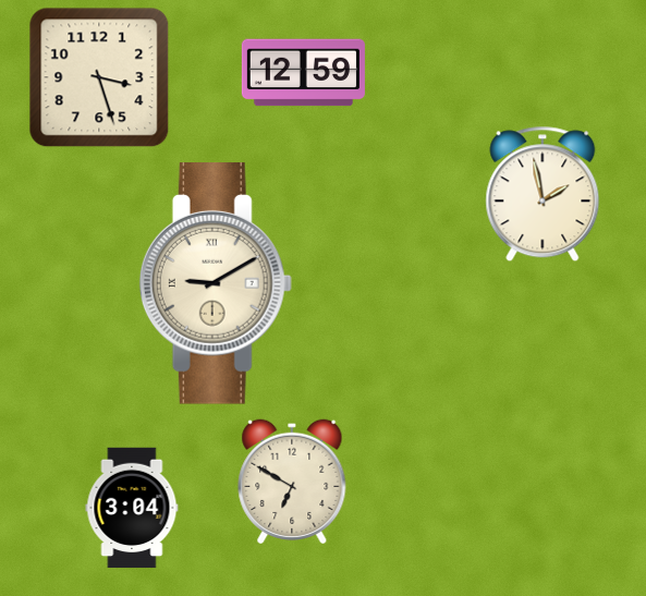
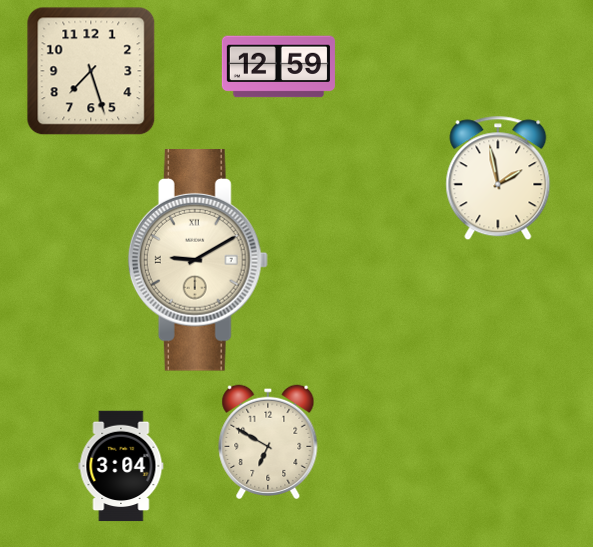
clock at (99, 77): 3:27 -> 7:27
